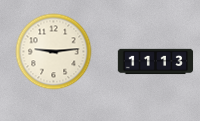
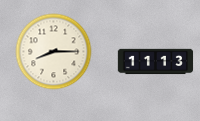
clock at (54, 52): 9:14 -> 8:15
